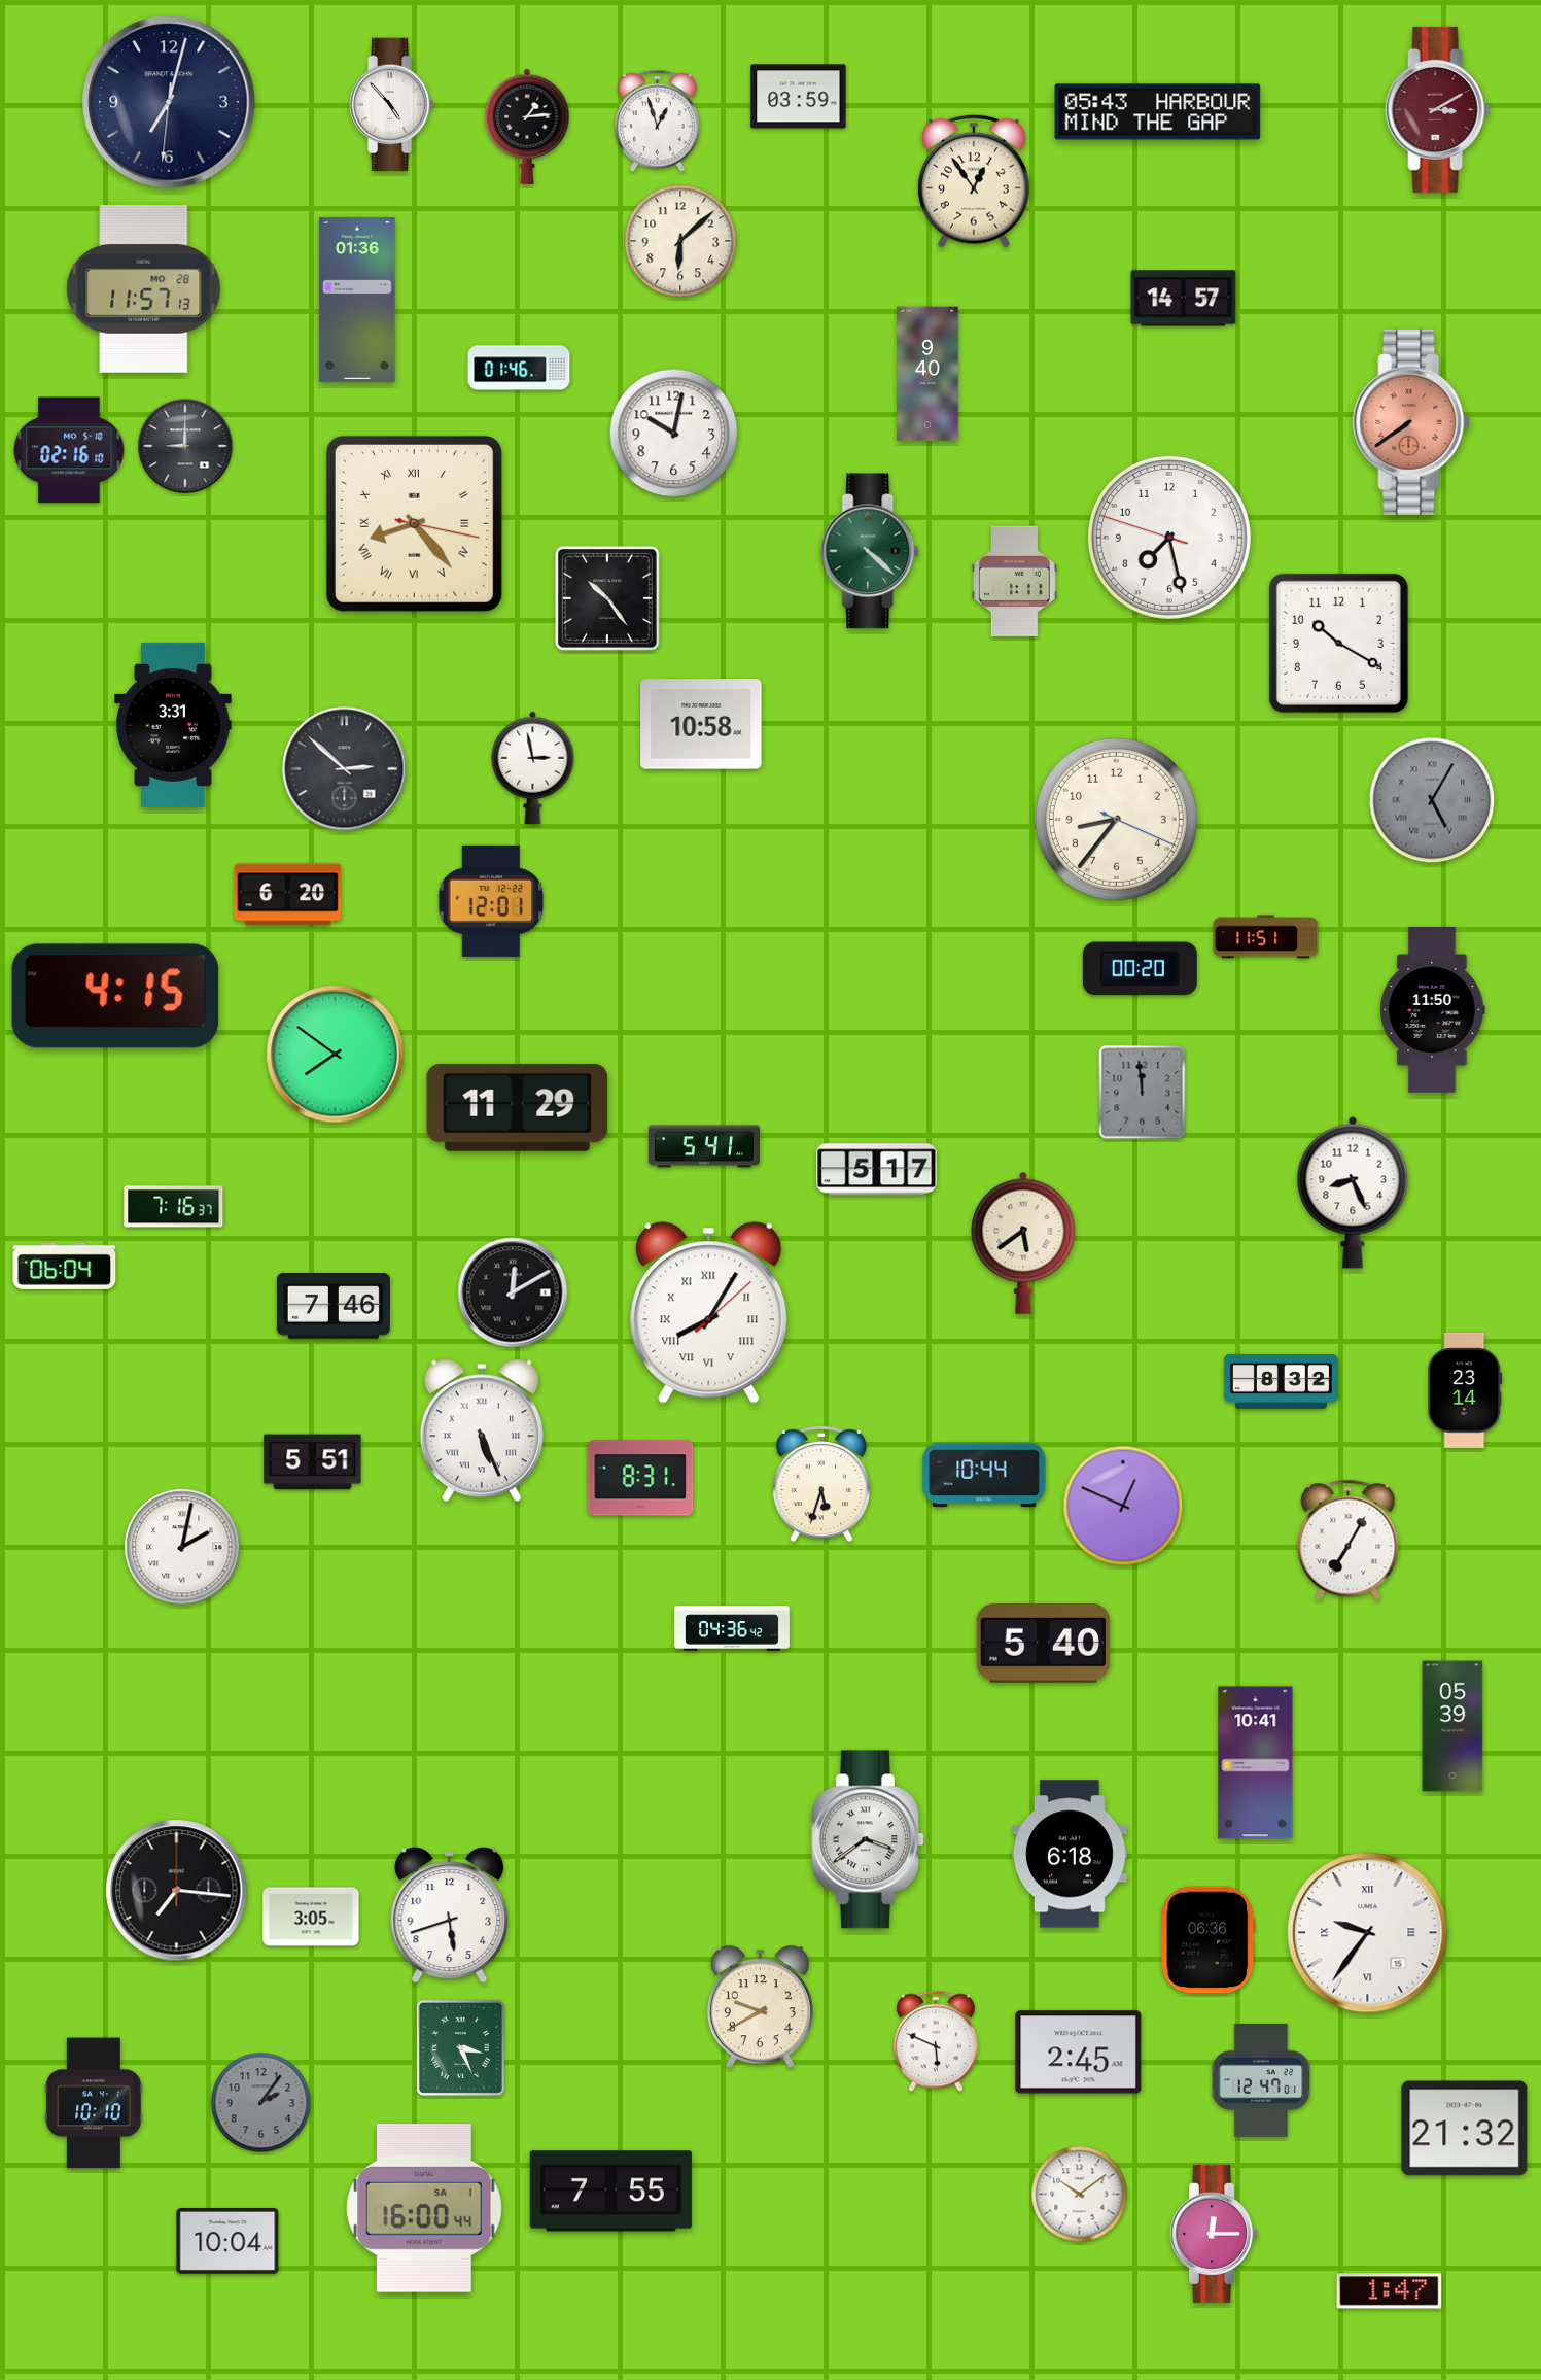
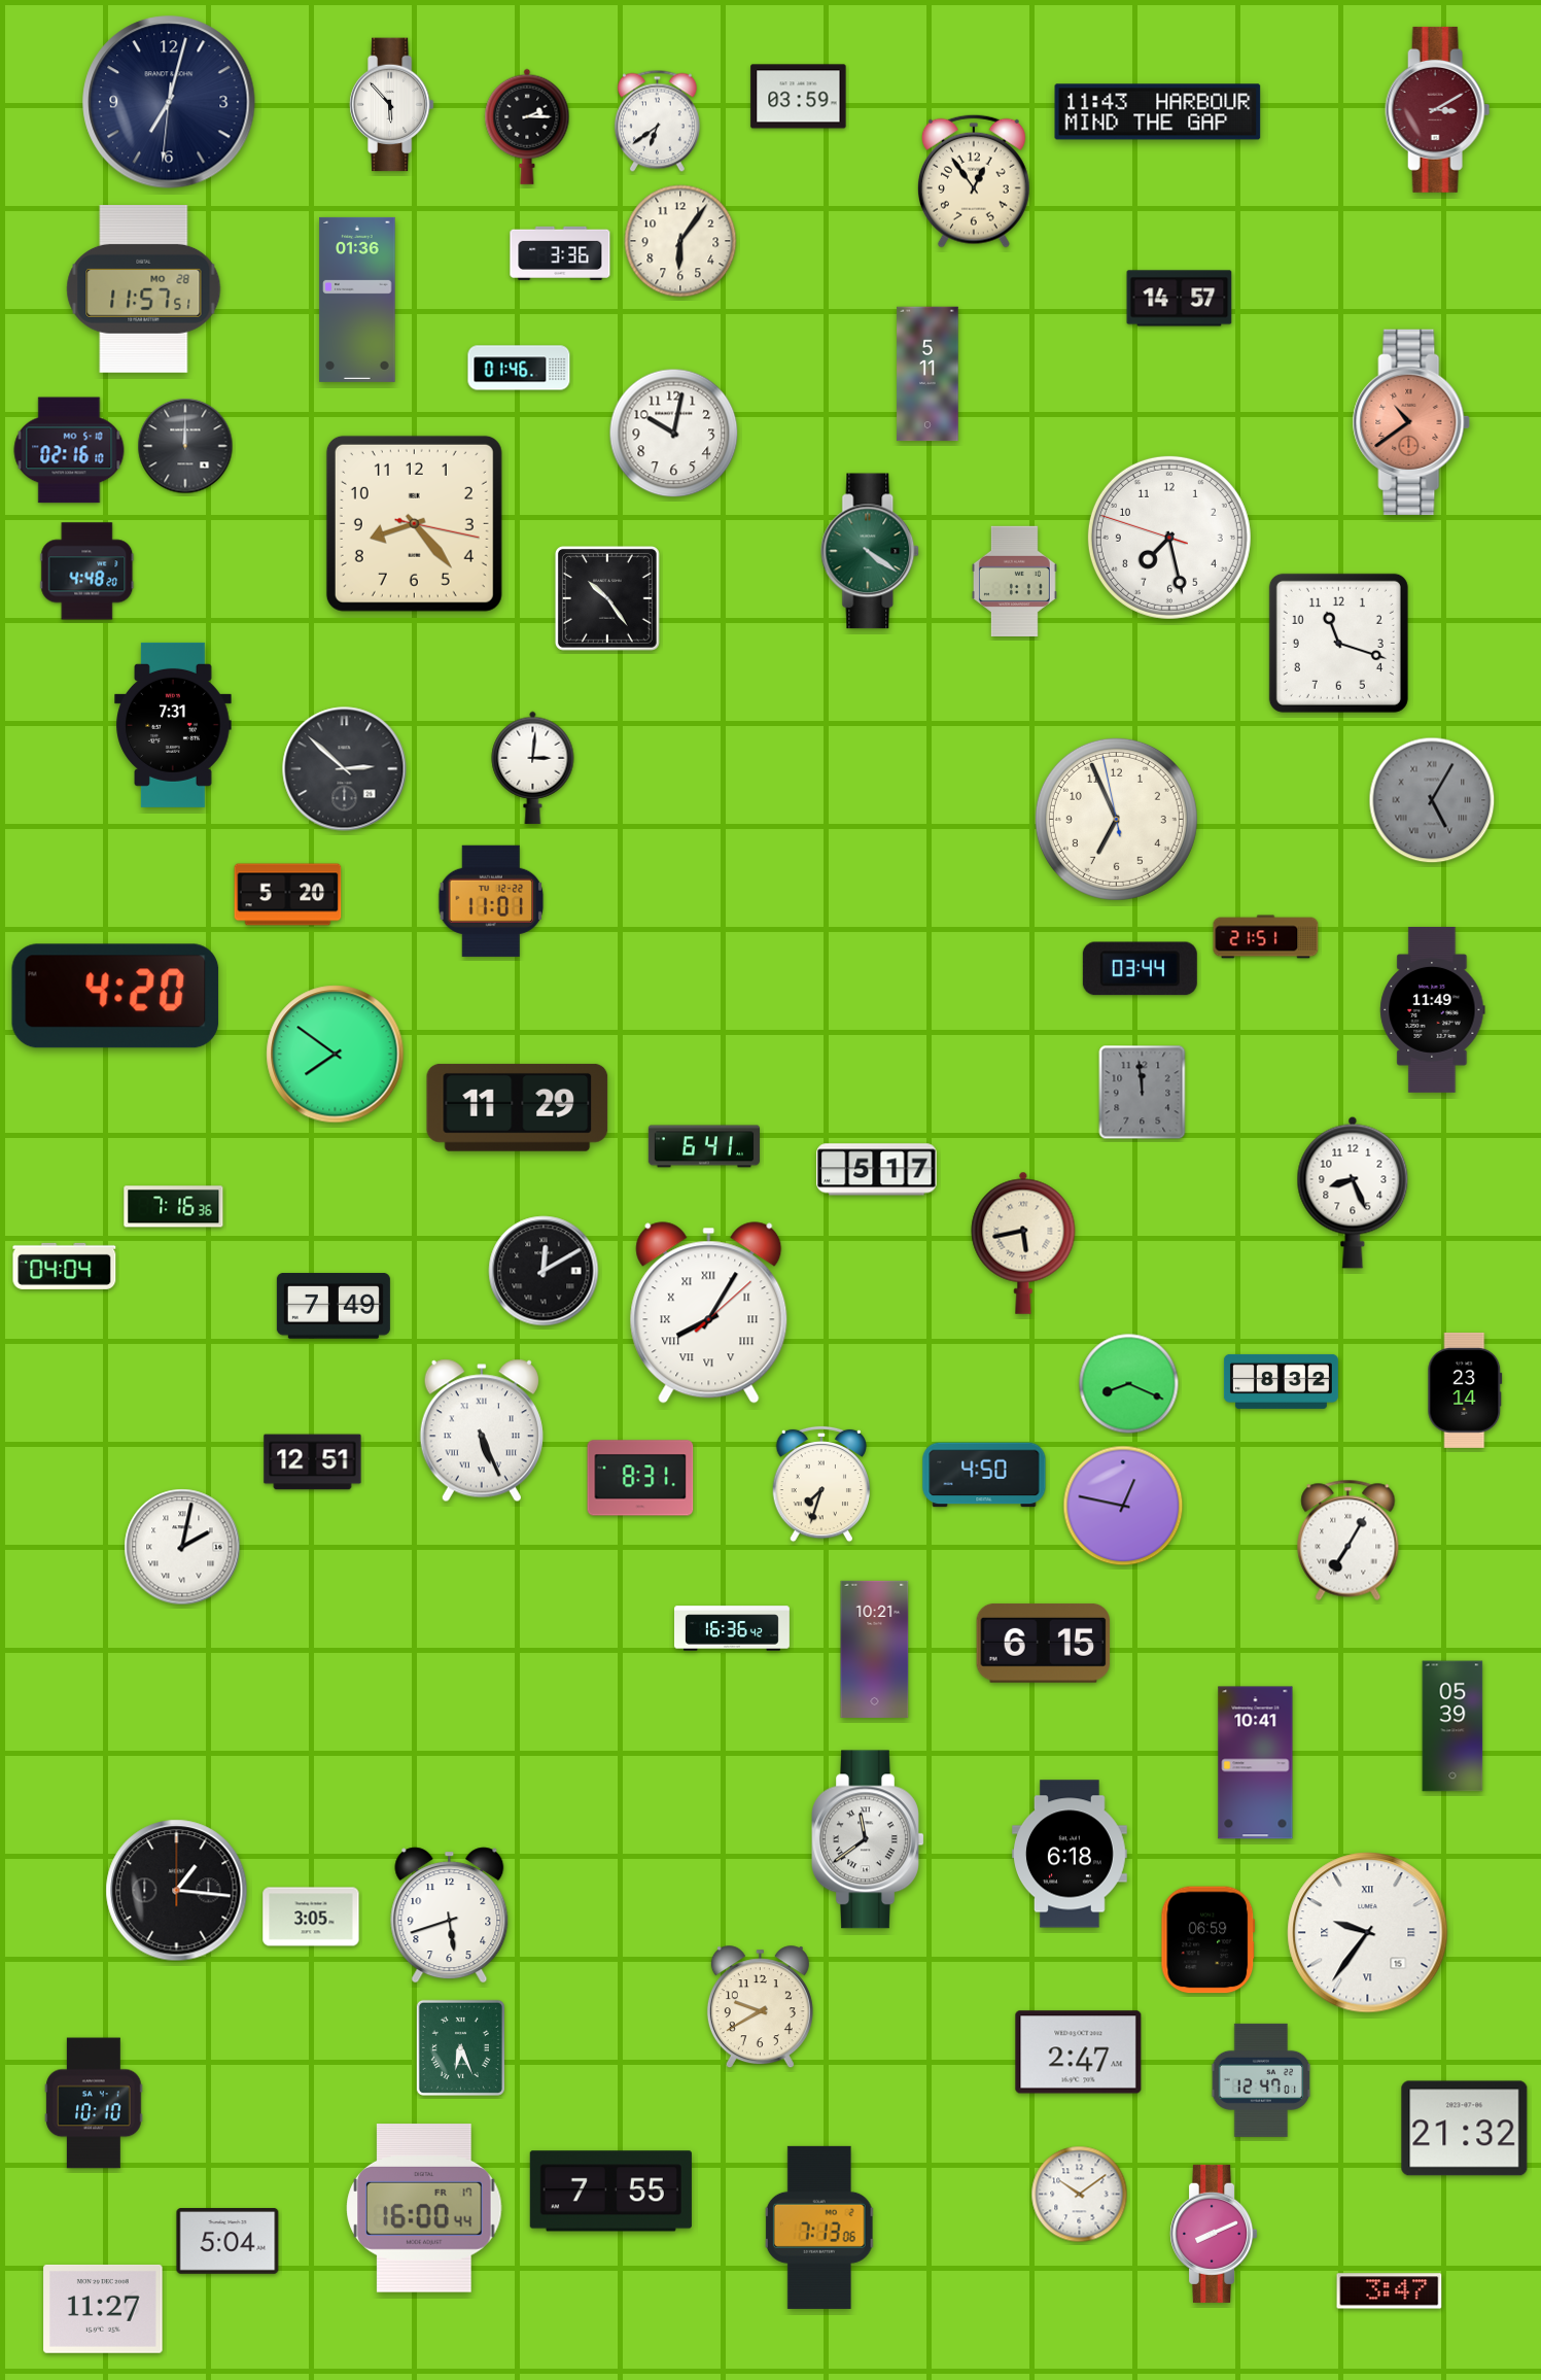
clock at (391, 105): 4:53 -> 5:53
clock at (1158, 112): 05:43 -> 11:43
clock at (657, 122): 12:57 -> 6:39
clock at (527, 127): 1:14 -> 2:15
clock at (680, 241): 6:08 -> 6:06
clock at (560, 253): none -> 3:36
clock at (144, 289): 11:57:13 -> 11:57:51
clock at (1184, 299) position: (1184, 299) -> (1180, 299)
clock at (927, 374): 9:40 -> 5:11
clock at (1411, 422): 7:39 -> 10:39
clock at (185, 446): 9:00 -> 12:00
clock at (414, 523) numerals: Roman -> Arabic
clock at (871, 551): 4:22 -> 4:21
clock at (87, 572): none -> 4:48
clock at (1338, 643): 10:20 -> 11:18
clock at (701, 724): 10:58 -> none
clock at (173, 725): 3:31 -> 7:31
clock at (533, 767): 2:58 -> 3:01
clock at (1116, 819): 8:36 -> 6:55
clock at (288, 895): 6:20 -> 5:20
clock at (491, 901): 12:01 -> 11:01
clock at (1266, 937): 11:51 -> 21:51
clock at (1140, 969): 00:20 -> 03:44
clock at (115, 996): 4:15 -> 4:20
clock at (1433, 1009): 11:50 -> 11:49
clock at (704, 1146): 5:41 -> 6:41
clock at (174, 1207): 7:16:37 -> 7:16:36
clock at (1023, 1243): 5:39 -> 5:43
clock at (65, 1266): 06:04 -> 04:04
clock at (513, 1292) position: (513, 1292) -> (544, 1271)
clock at (334, 1307): 7:46 -> 7:49
clock at (1129, 1384): none -> 8:19
clock at (313, 1462): 5:51 -> 12:51
clock at (984, 1475): 10:44 -> 4:50
clock at (821, 1484): 5:33 -> 7:33
clock at (1123, 1506): 12:49 -> 12:47
clock at (733, 1628): 04:36 -> 16:36
clock at (1044, 1643): 5:40 -> 6:15
clock at (875, 1649): none -> 10:21
clock at (869, 1839): 3:39 -> 11:39
clock at (177, 1891): 7:16 -> 1:16
clock at (1209, 1940): 06:36 -> 06:59
clock at (937, 2041): 5:49 -> none
clock at (460, 2047): 3:26 -> 6:26
clock at (1079, 2053): 2:45 -> 2:47
clock at (261, 2103): 2:06 -> none
clock at (424, 2208) date: SA 1 -> FR 17
clock at (819, 2228): none -> 7:13
clock at (1214, 2234): 12:15 -> 8:11
clock at (227, 2242): 10:04 -> 5:04
clock at (1390, 2291): 1:47 -> 3:47
clock at (103, 2309): none -> 11:27
